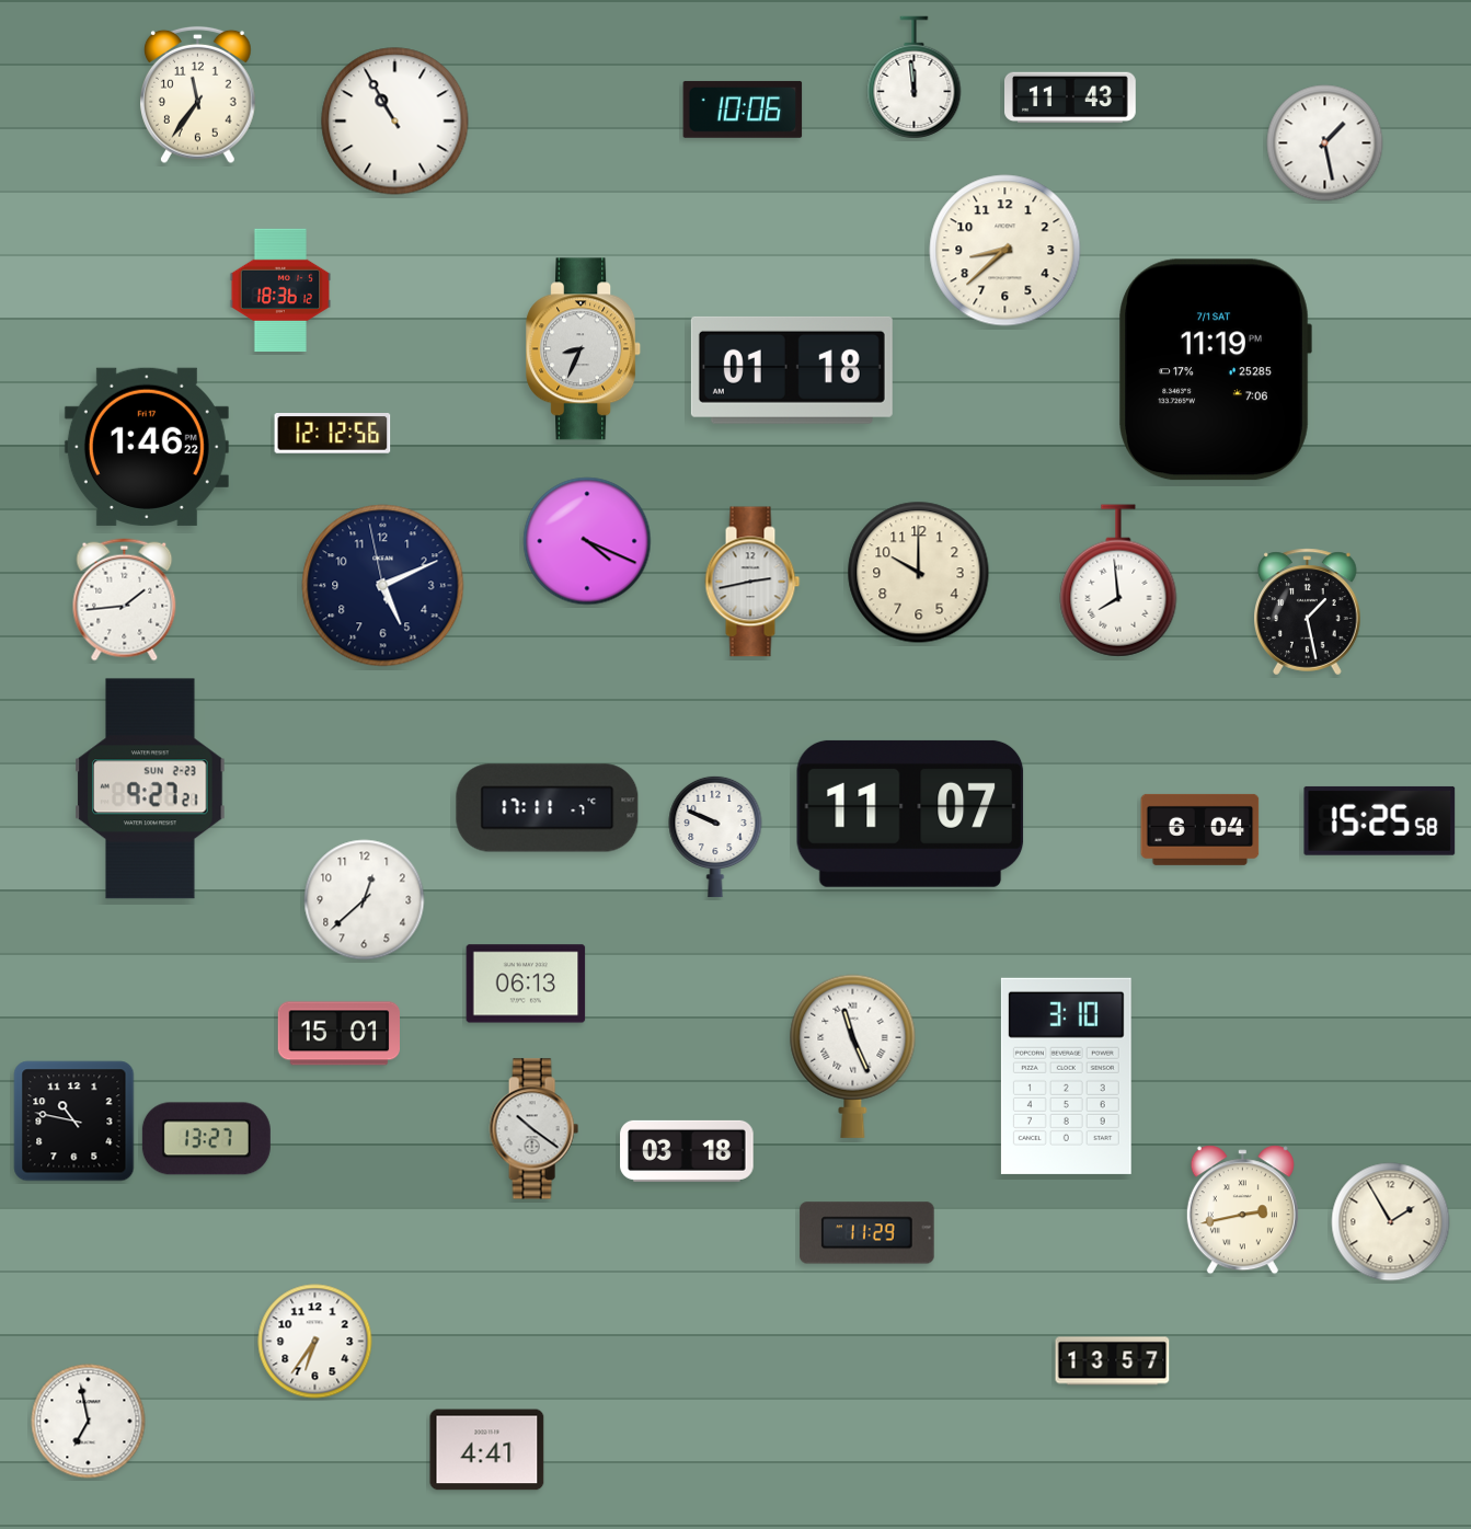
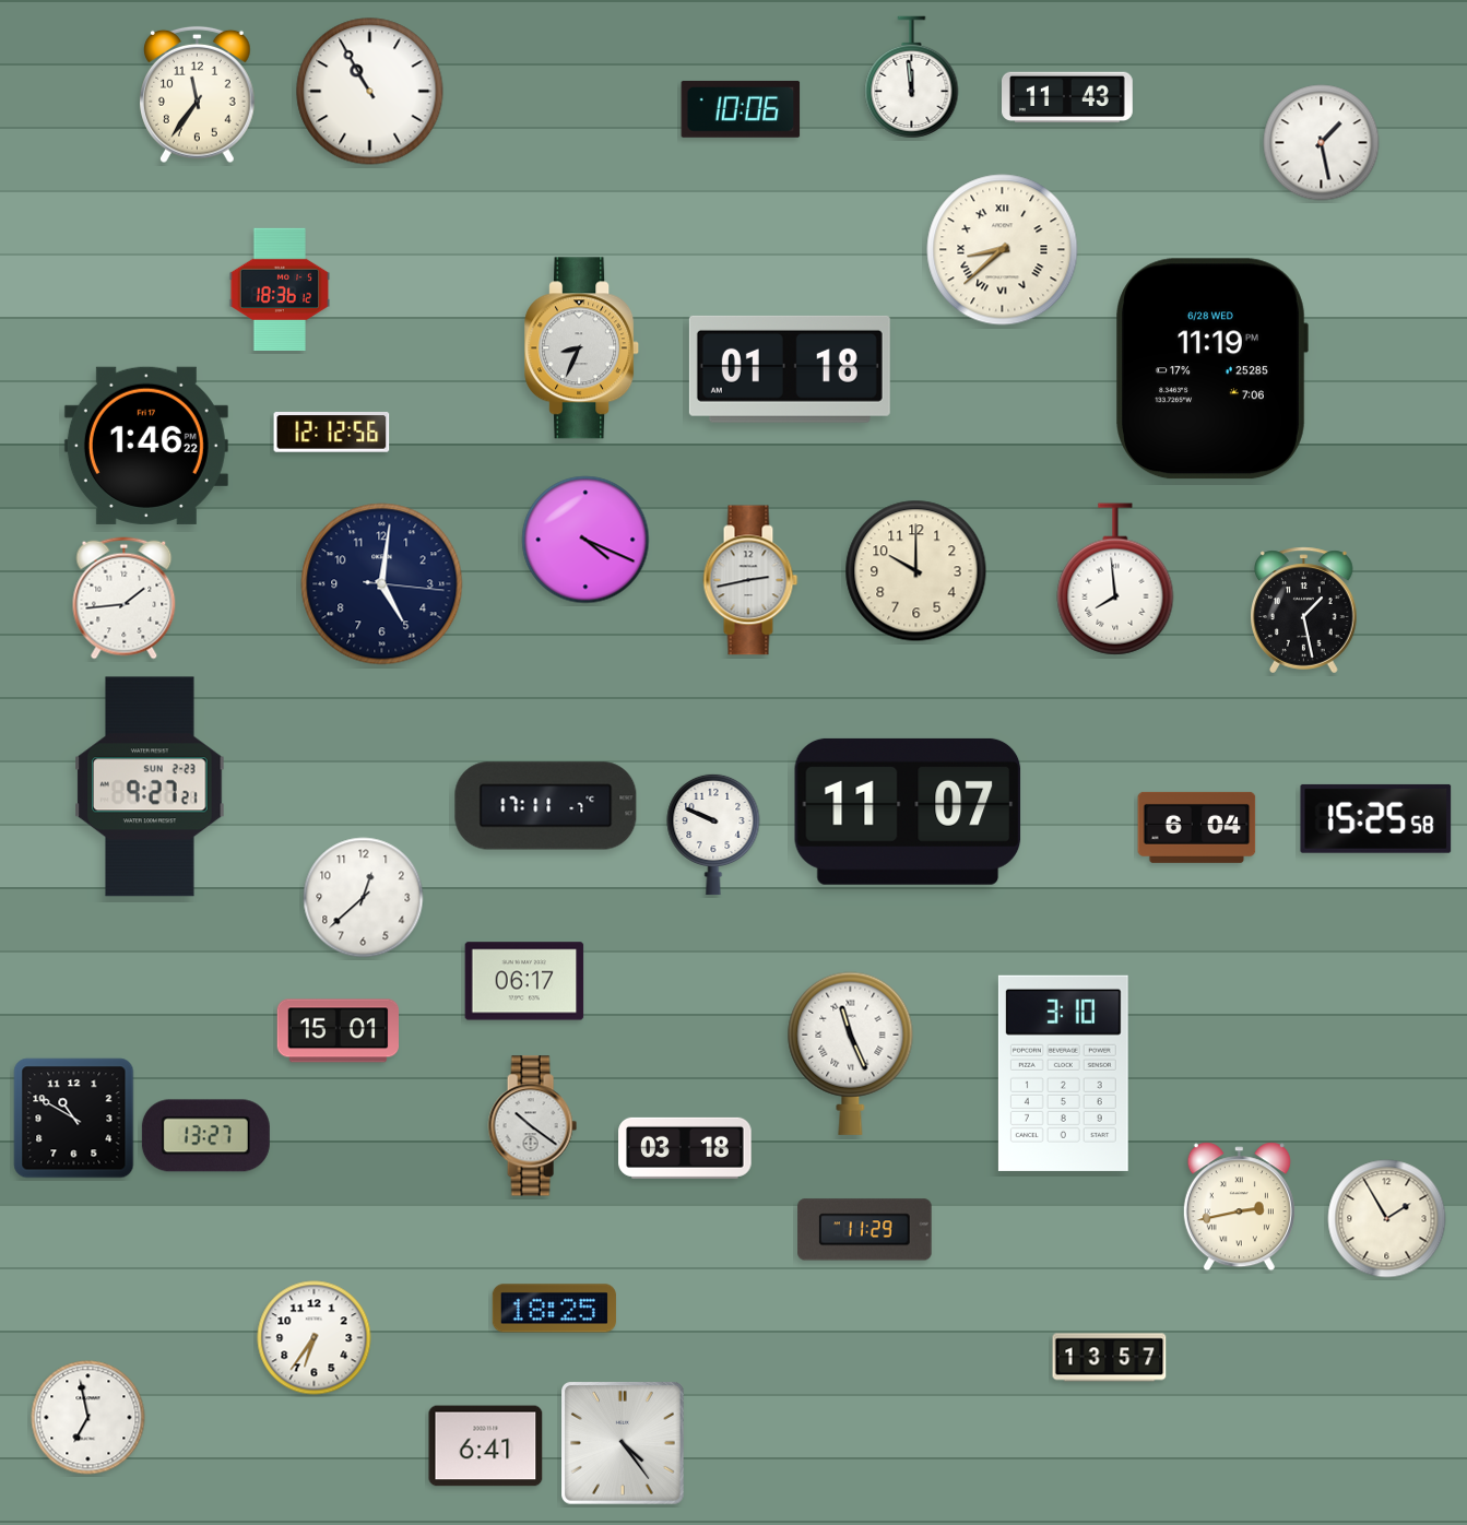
clock at (395, 122) position: (395, 122) -> (370, 92)
clock at (1005, 251) numerals: Arabic -> Roman
clock at (1215, 370) date: 7/1 SAT -> 6/28 WED
clock at (383, 586): 5:10 -> 5:01
clock at (526, 984): 06:13 -> 06:17
clock at (74, 1122): 10:47 -> 10:50
clock at (554, 1309): none -> 18:25
clock at (624, 1444): none -> 4:24
clock at (487, 1450): 4:41 -> 6:41
